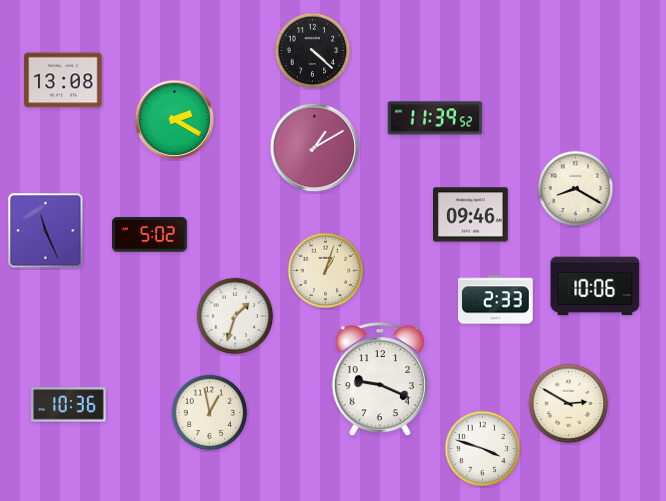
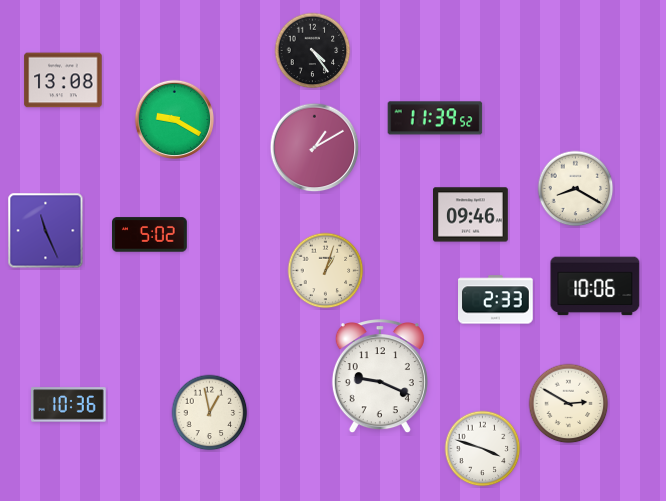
clock at (313, 51): 4:22 -> 4:24
clock at (174, 119): 2:20 -> 9:20
clock at (235, 316): 1:33 -> none
clock at (380, 380) position: (380, 380) -> (380, 377)
